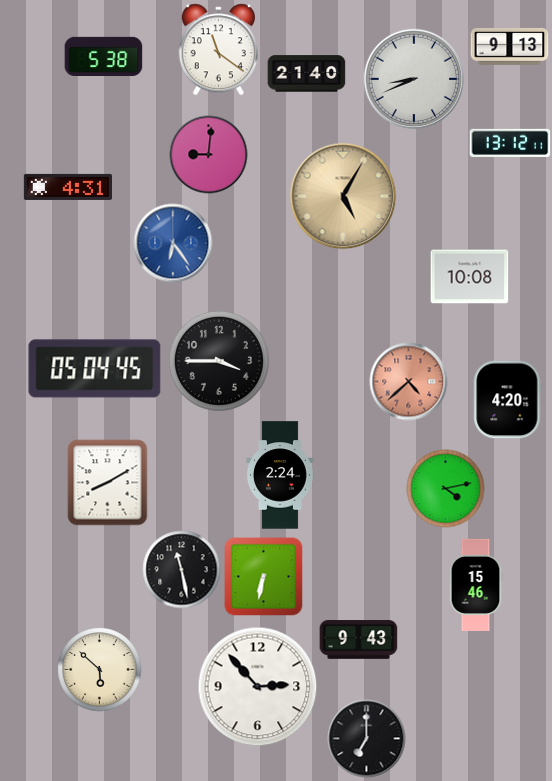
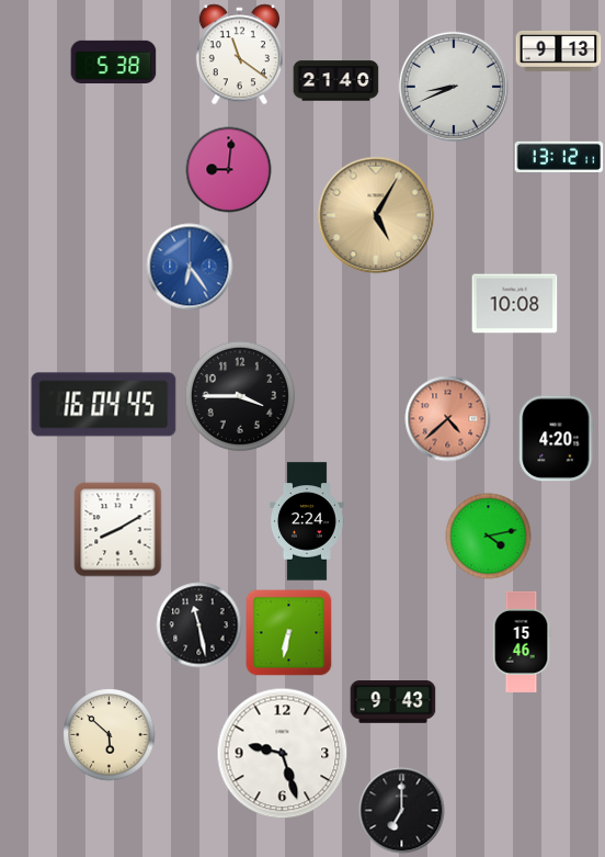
clock at (67, 187): 4:31 -> none
clock at (95, 369): 05:04 -> 16:04
clock at (257, 686): 2:53 -> 9:27
